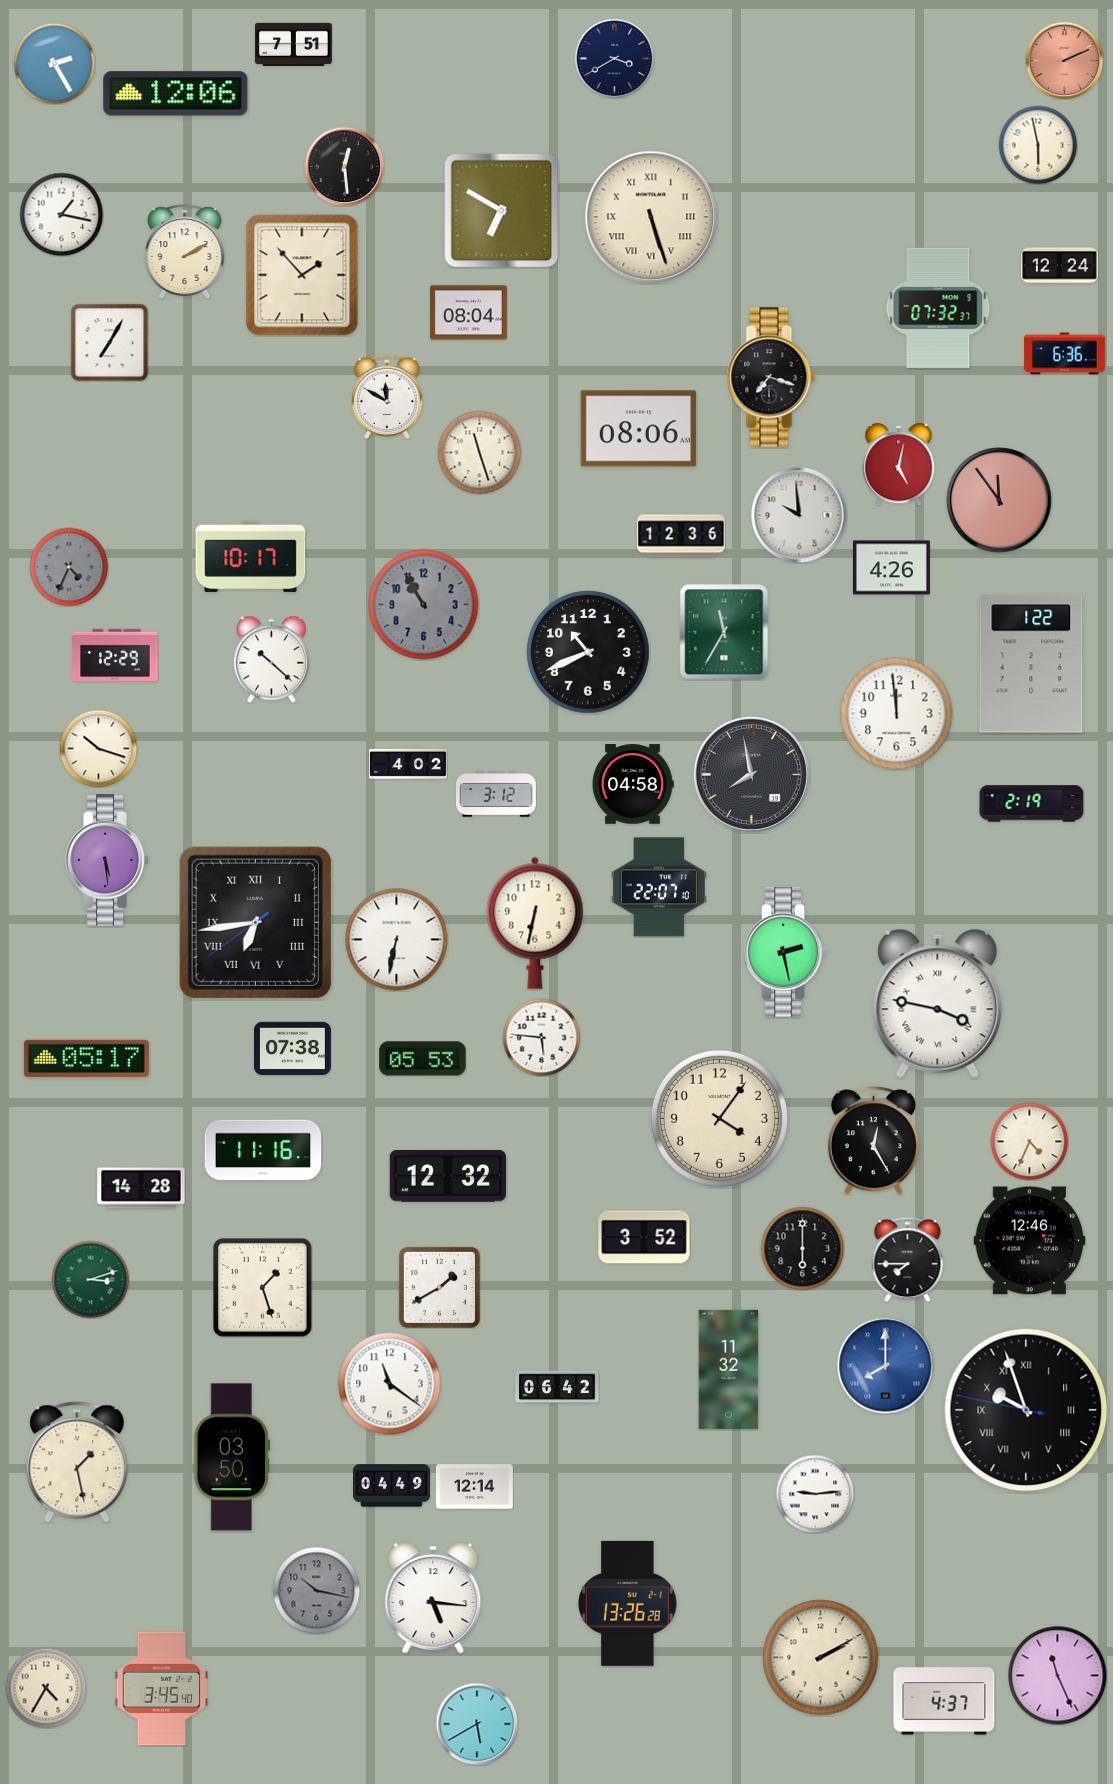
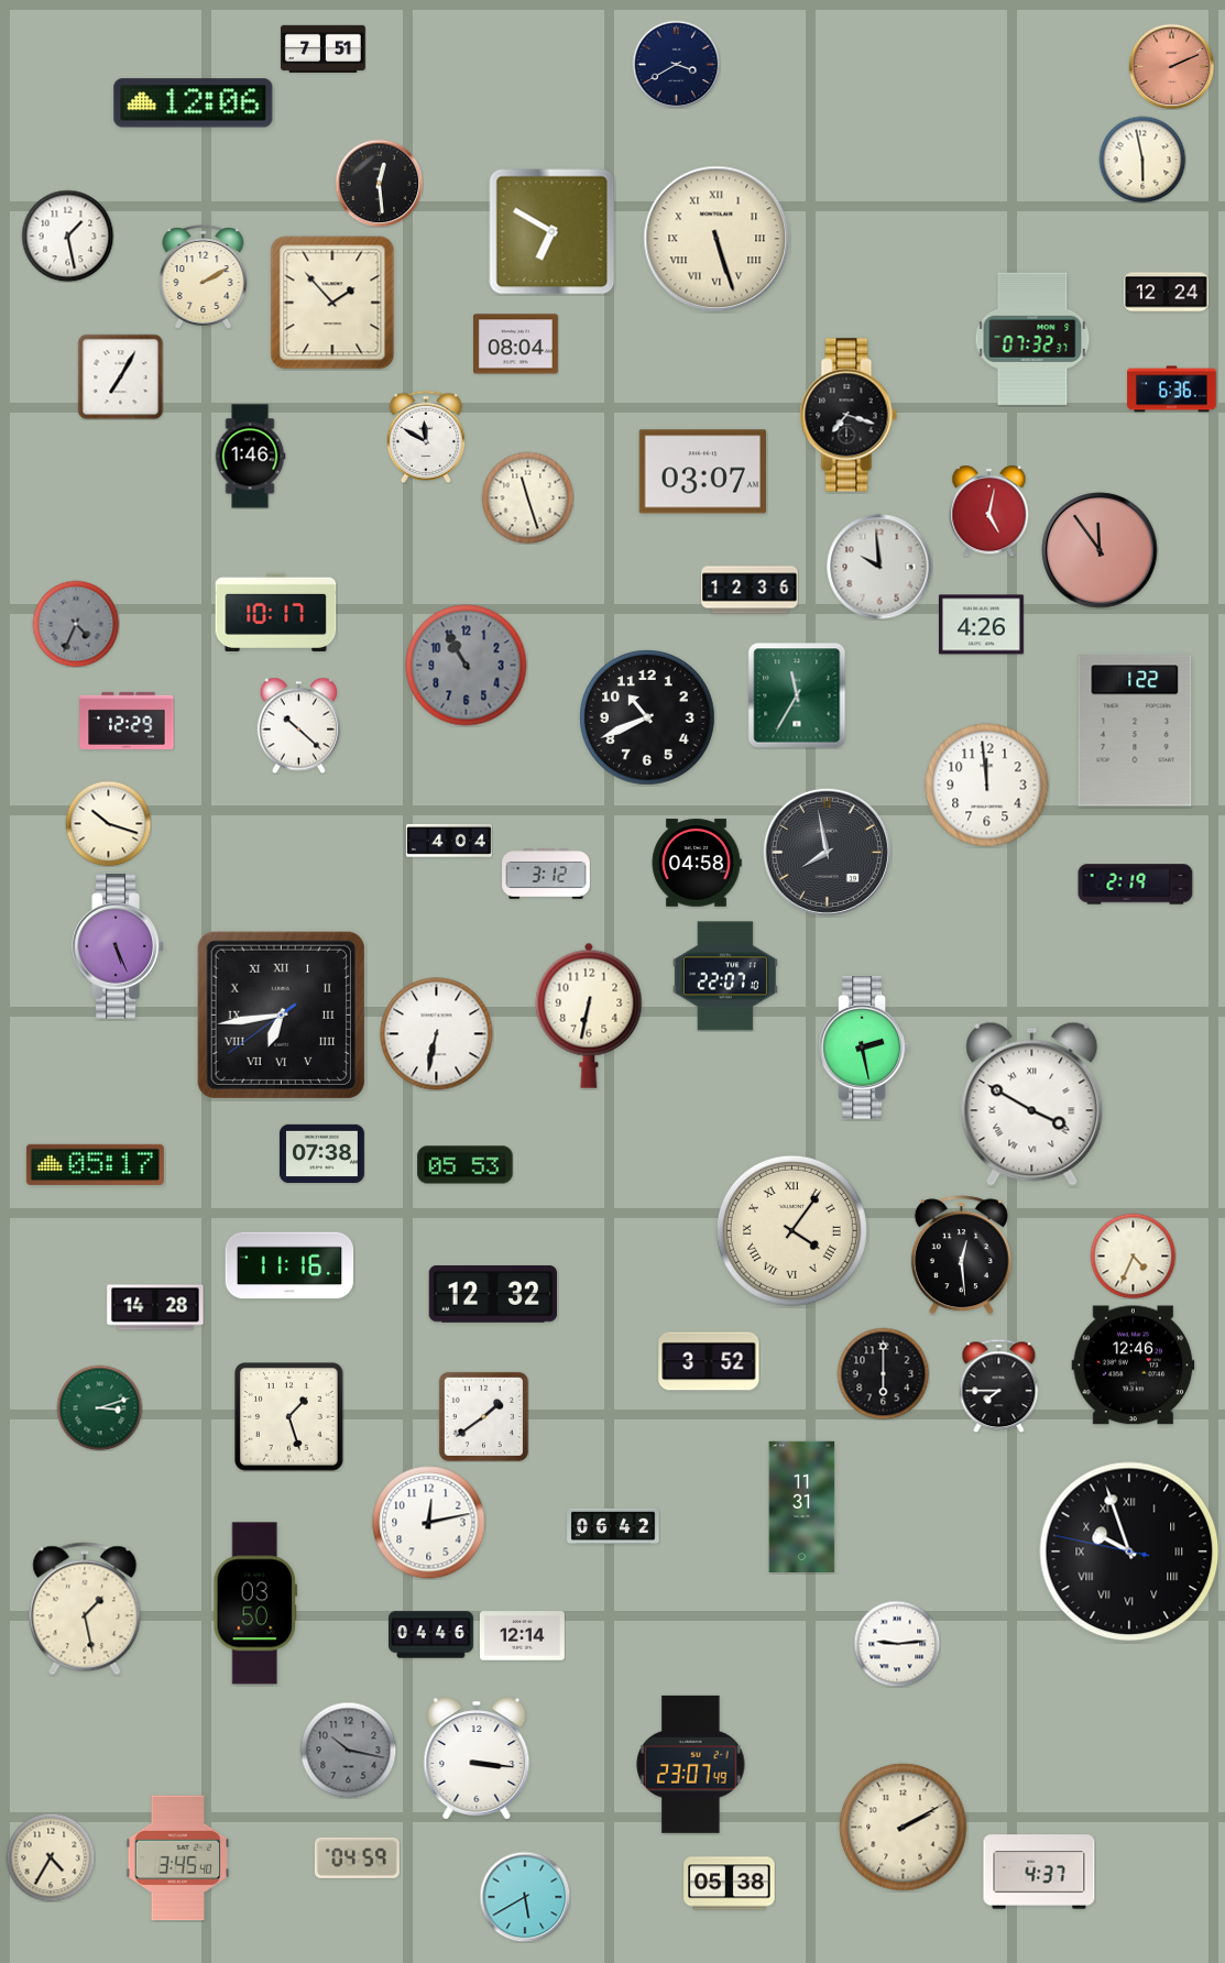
clock at (54, 63): 2:25 -> none
clock at (61, 214): 1:17 -> 1:28
clock at (250, 457): none -> 1:46
clock at (639, 429): 08:06 -> 03:07
clock at (409, 764): 4:02 -> 4:04
clock at (107, 860): 5:29 -> 5:26
clock at (938, 1003): 3:47 -> 3:50
clock at (541, 1037): 5:46 -> none
clock at (719, 1118) numerals: Arabic -> Roman
clock at (873, 1141): 12:25 -> 12:29
clock at (439, 1287): 1:40 -> 1:39
clock at (886, 1366): 8:00 -> none
clock at (729, 1369): 11:32 -> 11:31
clock at (390, 1384): 11:21 -> 12:13
clock at (392, 1486): 04:49 -> 04:46
clock at (433, 1598): 5:16 -> 3:16
clock at (628, 1603): 13:26 -> 23:07
clock at (821, 1658) position: (821, 1658) -> (904, 1828)
clock at (1058, 1676): 11:26 -> none
clock at (357, 1857): none -> 04:59
clock at (730, 1884): none -> 05:38
